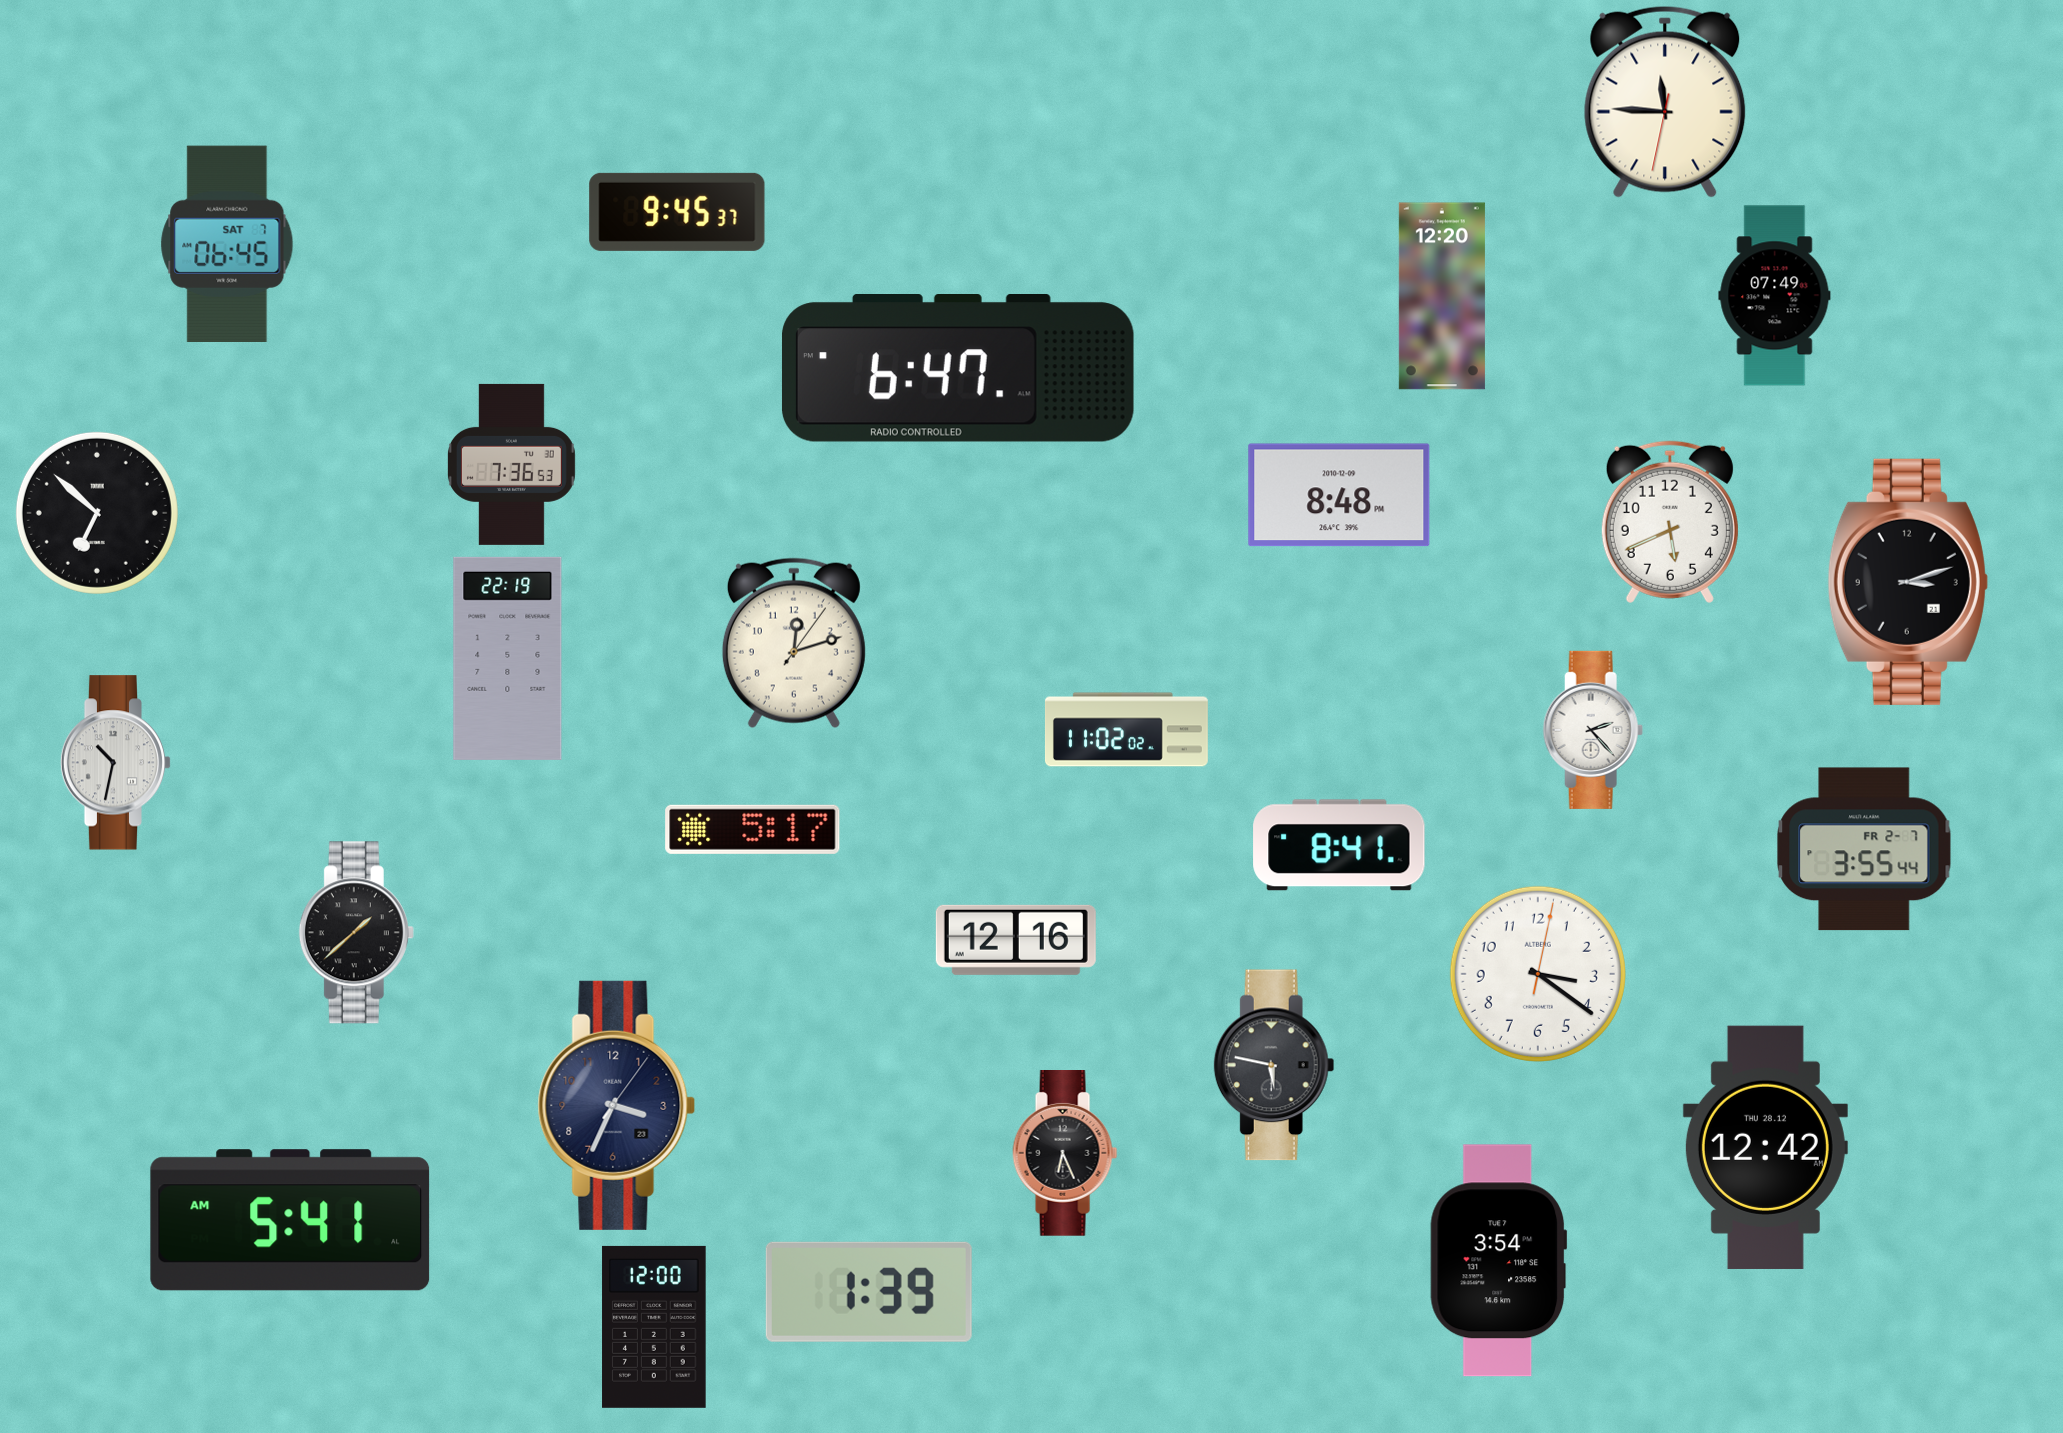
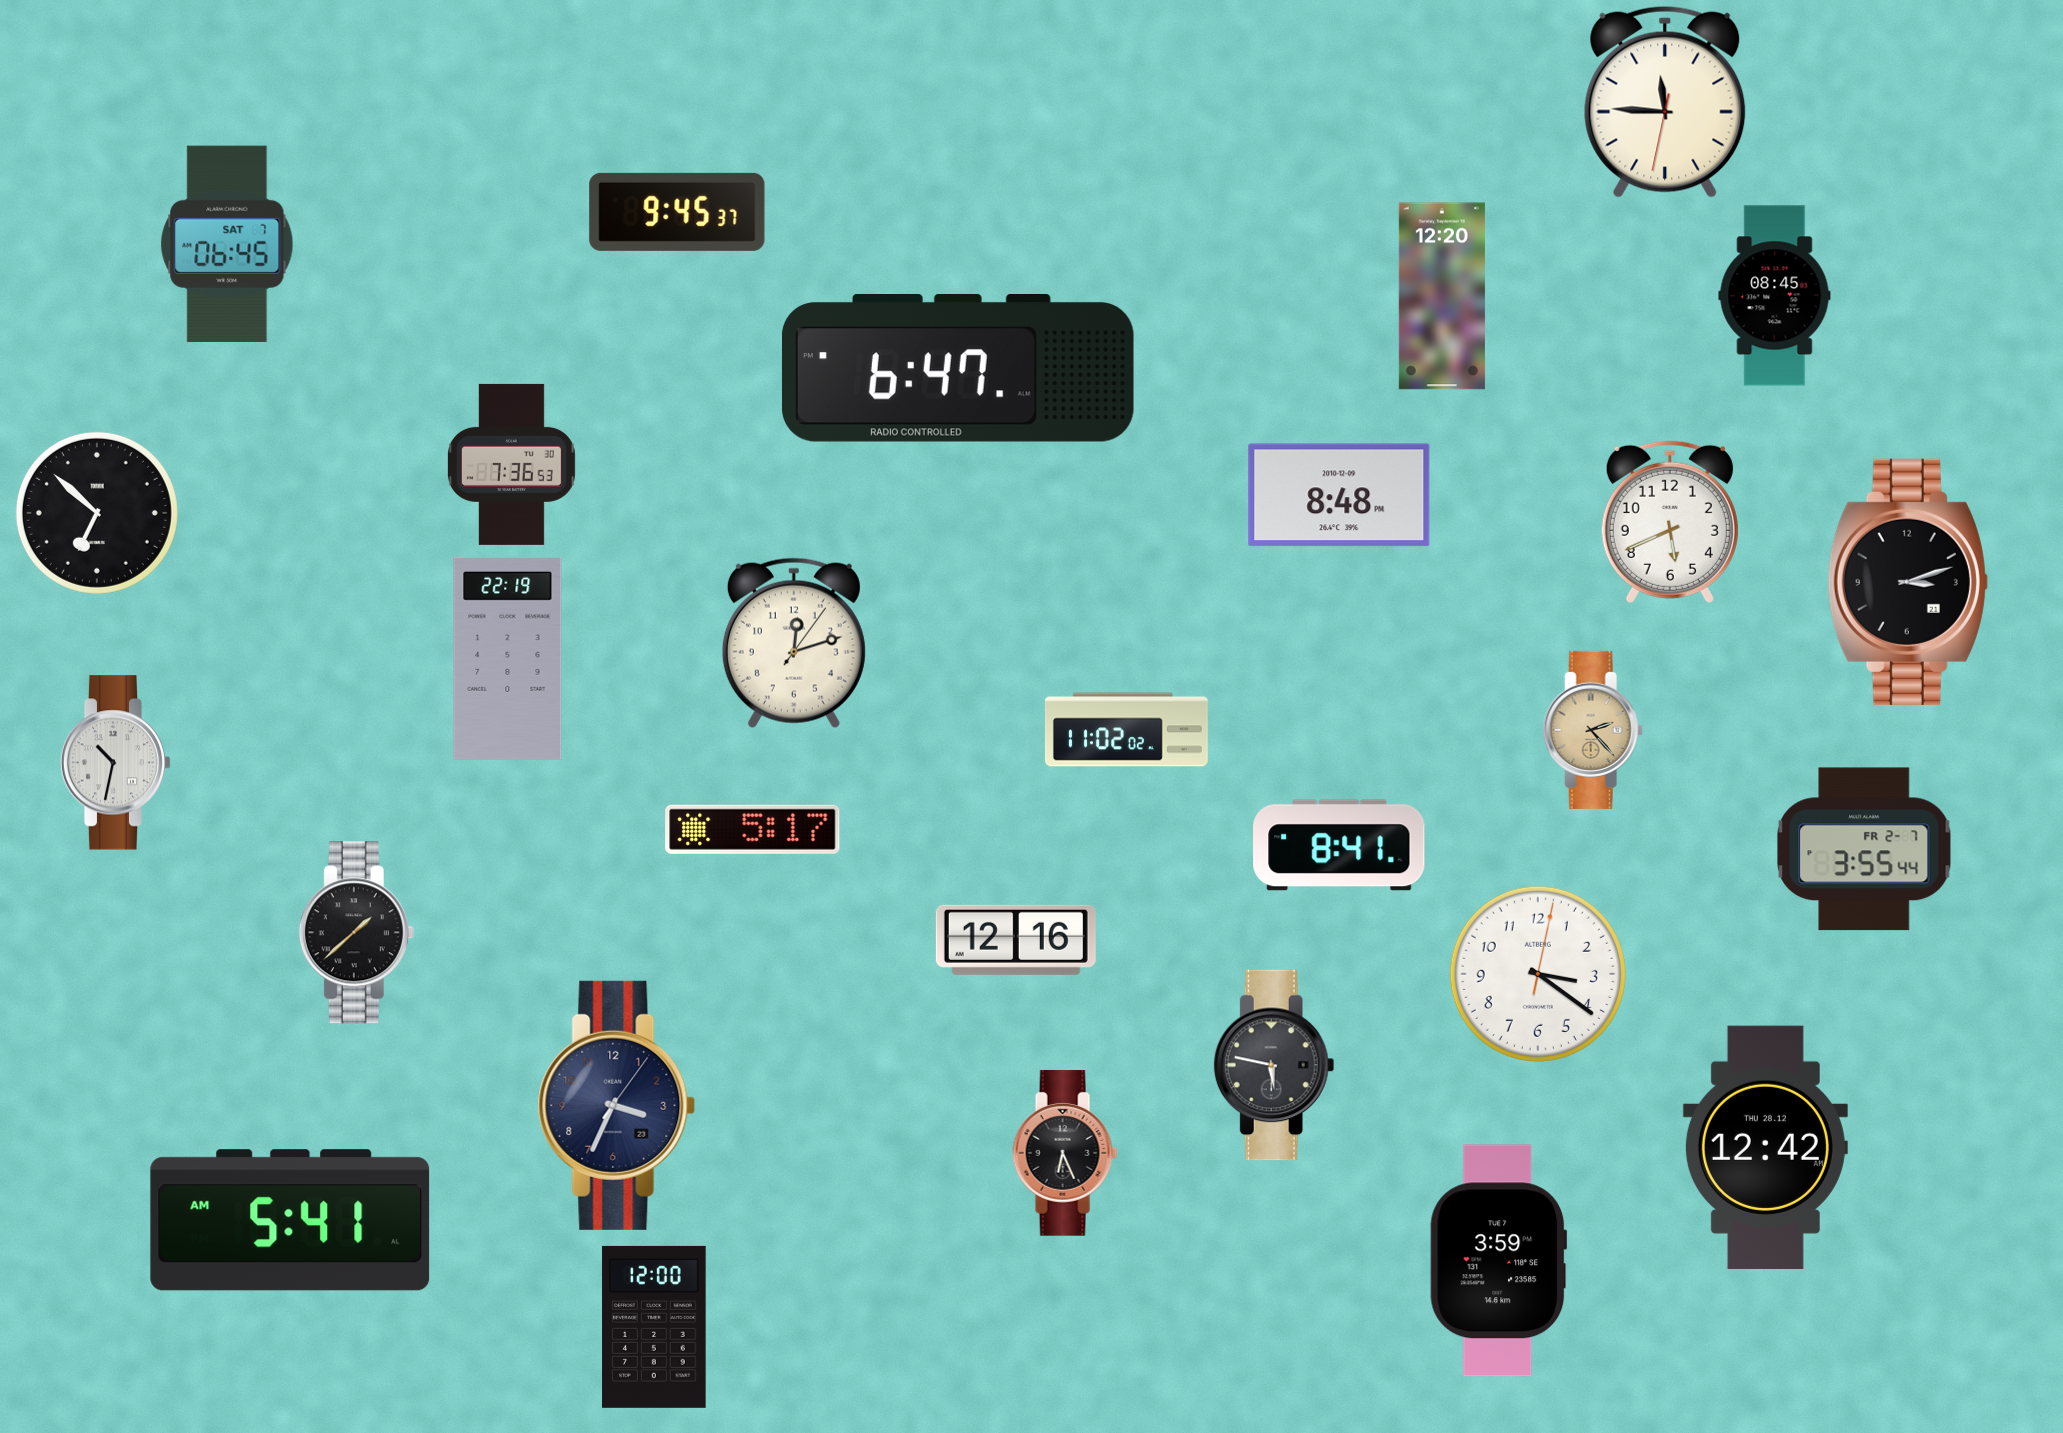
clock at (1775, 296): 07:49 -> 08:45
clock at (1593, 730) dial: white -> champagne
clock at (1499, 1261): 3:54 -> 3:59
clock at (869, 1292): 1:39 -> none
